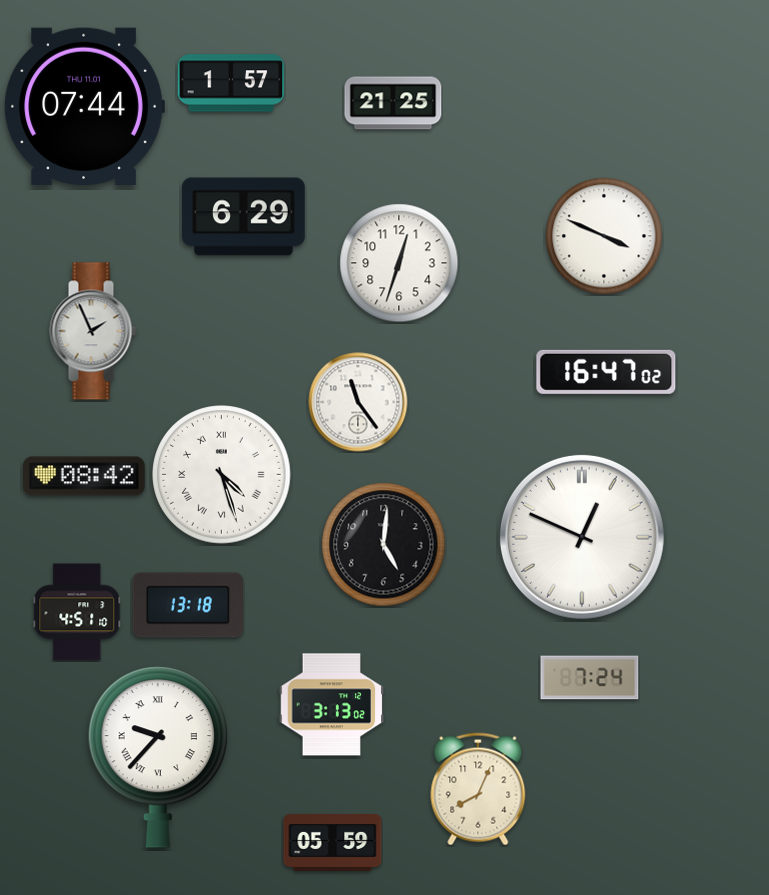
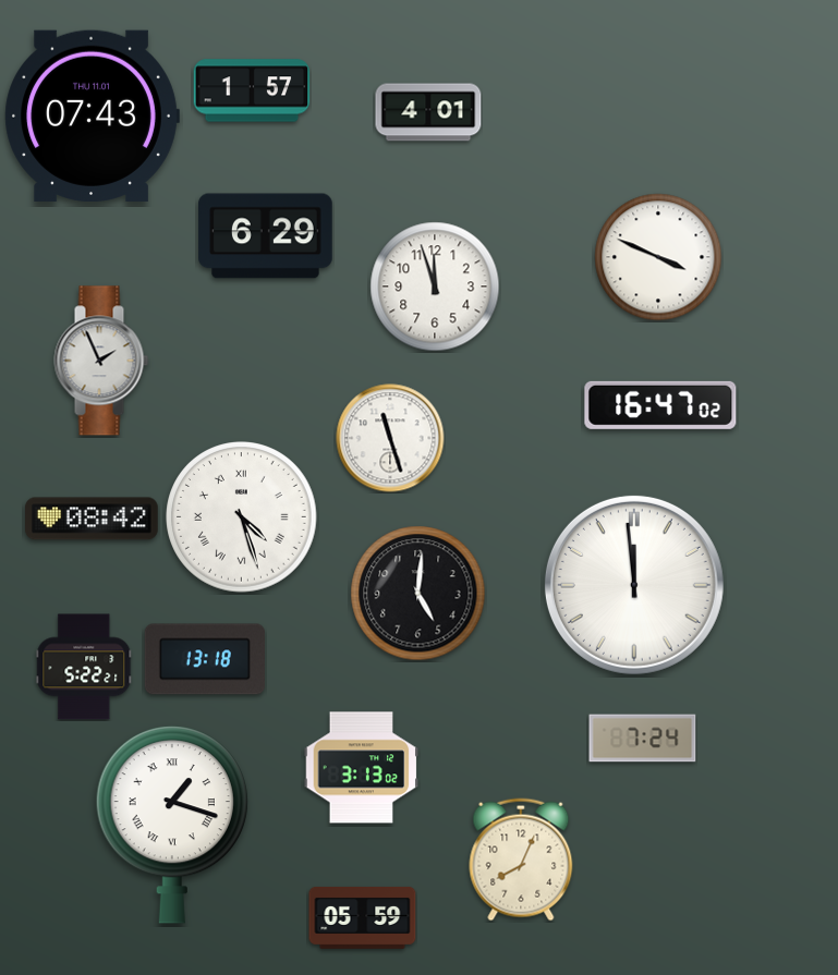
clock at (393, 103): 21:25 -> 4:01
clock at (84, 106): 07:44 -> 07:43
clock at (399, 263): 12:33 -> 11:57
clock at (358, 402): 11:24 -> 11:27
clock at (582, 537): 12:49 -> 11:59
clock at (77, 612): 4:51 -> 5:22
clock at (158, 757): 9:37 -> 1:18
